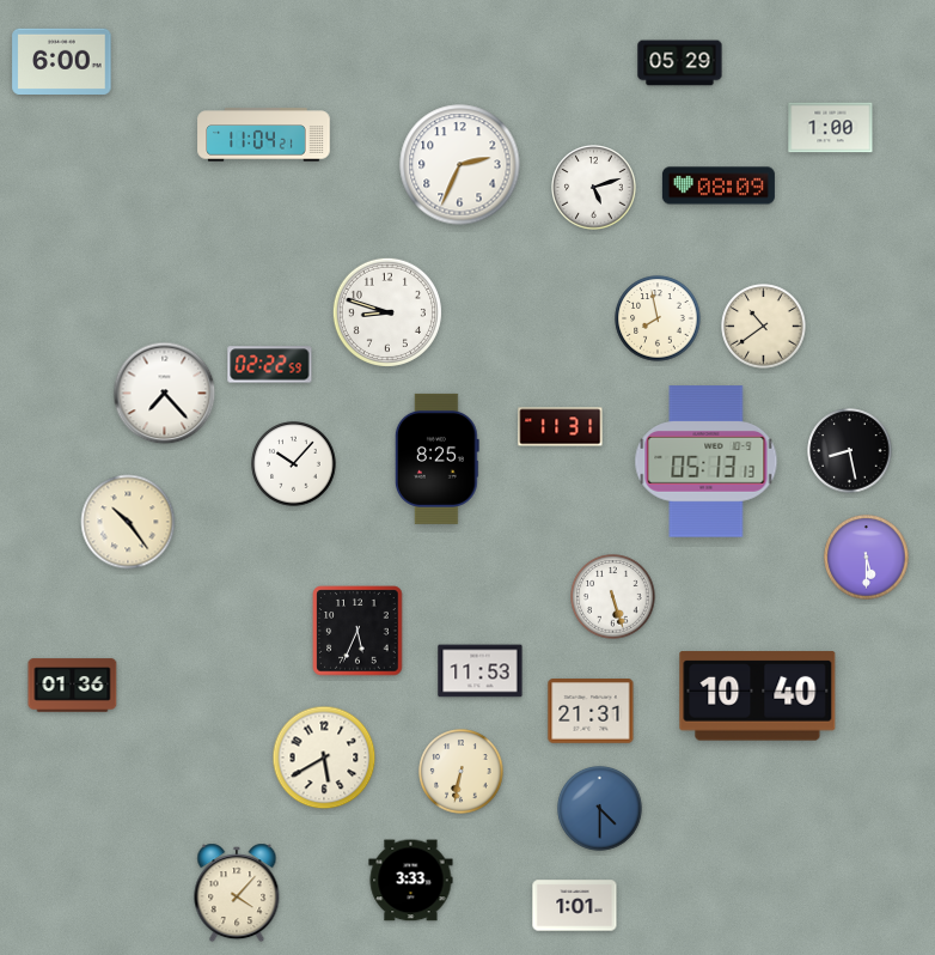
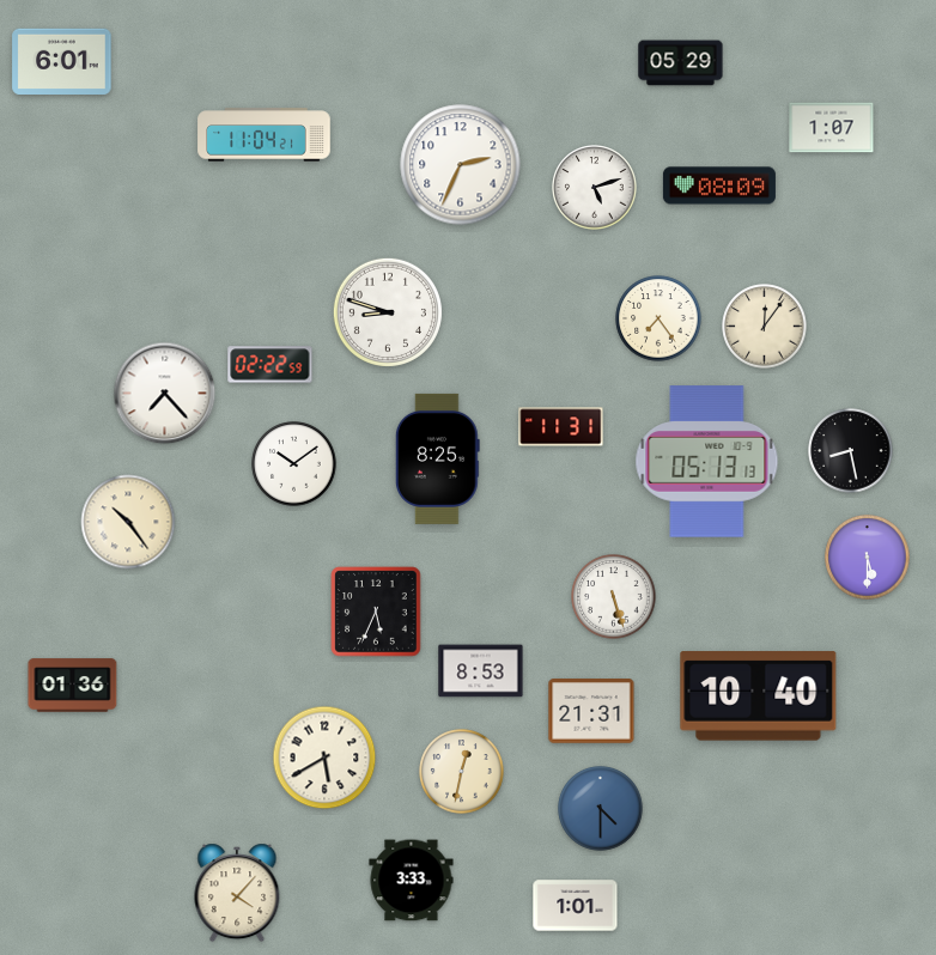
clock at (62, 61): 6:00 -> 6:01
clock at (831, 128): 1:00 -> 1:07
clock at (658, 318): 7:58 -> 7:24
clock at (764, 327): 10:39 -> 12:06
clock at (294, 464): 10:07 -> 10:09
clock at (357, 631) position: (357, 631) -> (376, 612)
clock at (481, 671): 11:53 -> 8:53
clock at (462, 772): 6:32 -> 12:32
